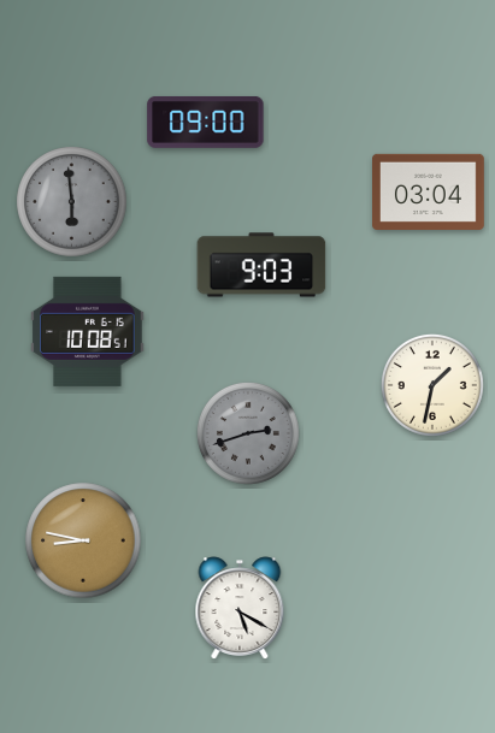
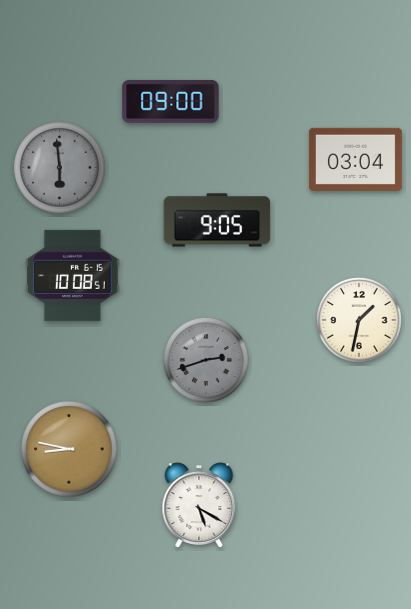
clock at (261, 265): 9:03 -> 9:05
